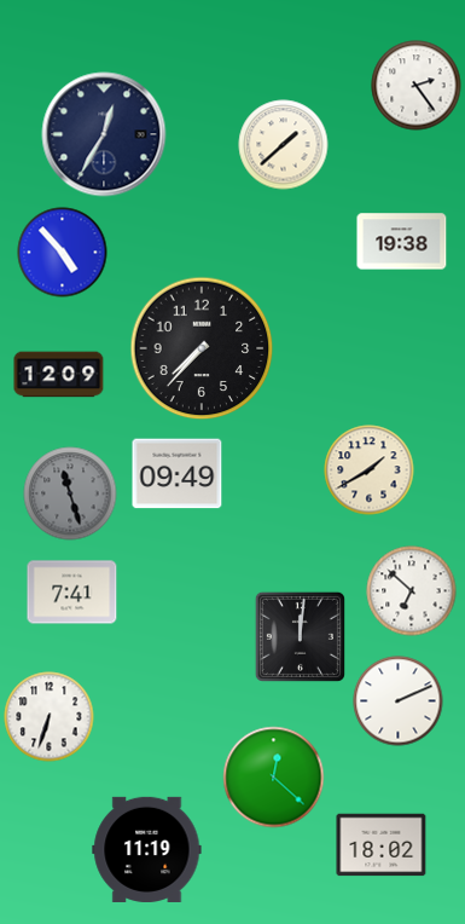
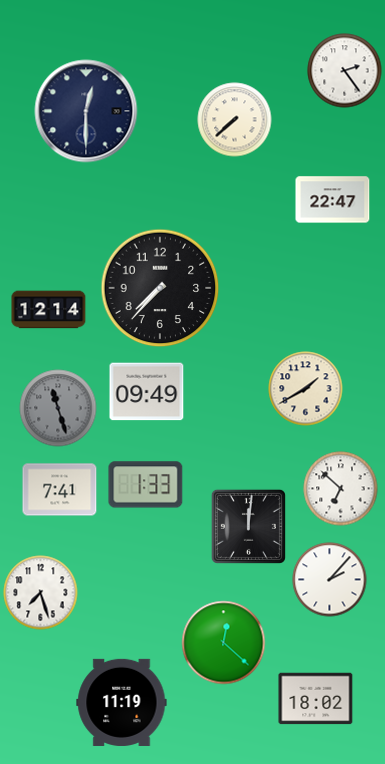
clock at (104, 134): 12:35 -> 12:30
clock at (284, 145): 1:38 -> 7:38
clock at (402, 242): 19:38 -> 22:47
clock at (63, 253): 4:53 -> none
clock at (202, 348) position: (202, 348) -> (160, 288)
clock at (59, 375): 12:09 -> 12:14
clock at (146, 485): none -> 1:33
clock at (399, 701): 2:11 -> 2:07
clock at (50, 717): 6:33 -> 7:27
clock at (274, 778) position: (274, 778) -> (224, 643)
